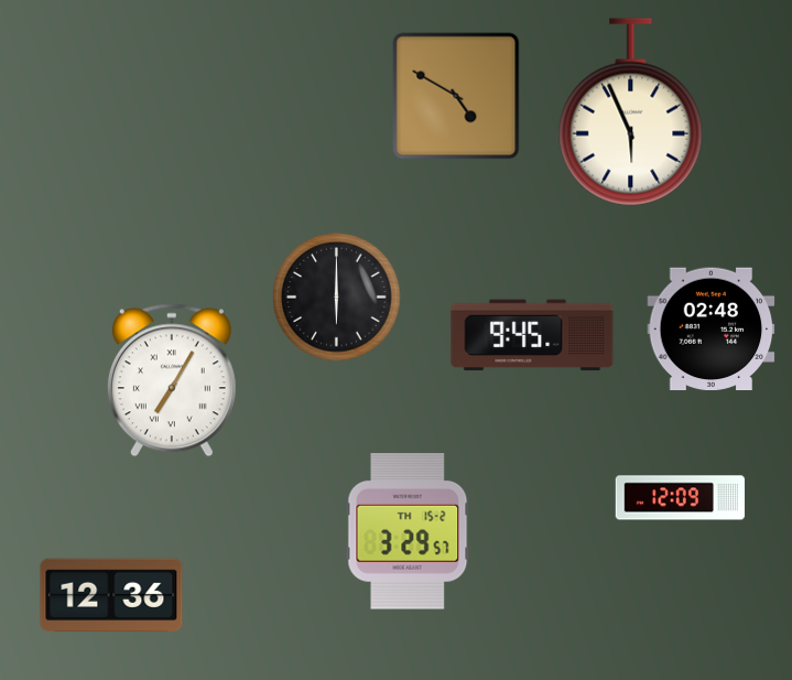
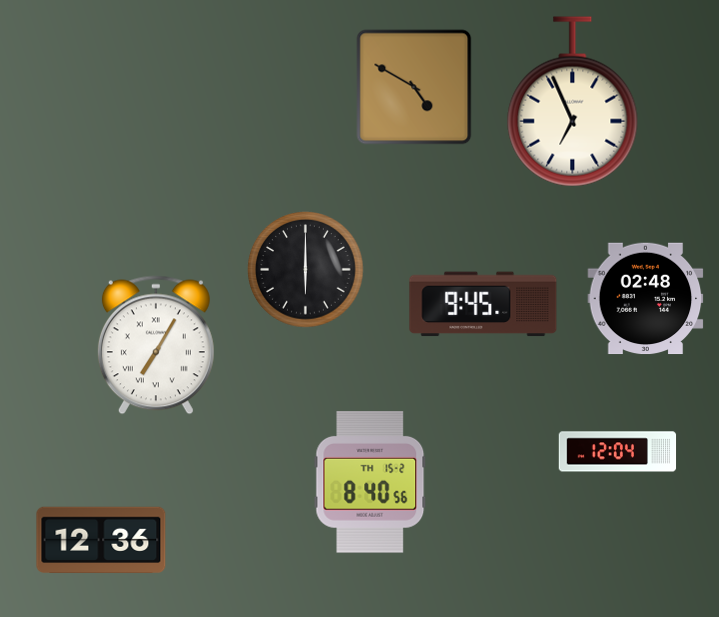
clock at (631, 112): 5:56 -> 6:56
clock at (681, 498): 12:09 -> 12:04
clock at (408, 531): 3:29 -> 8:40
